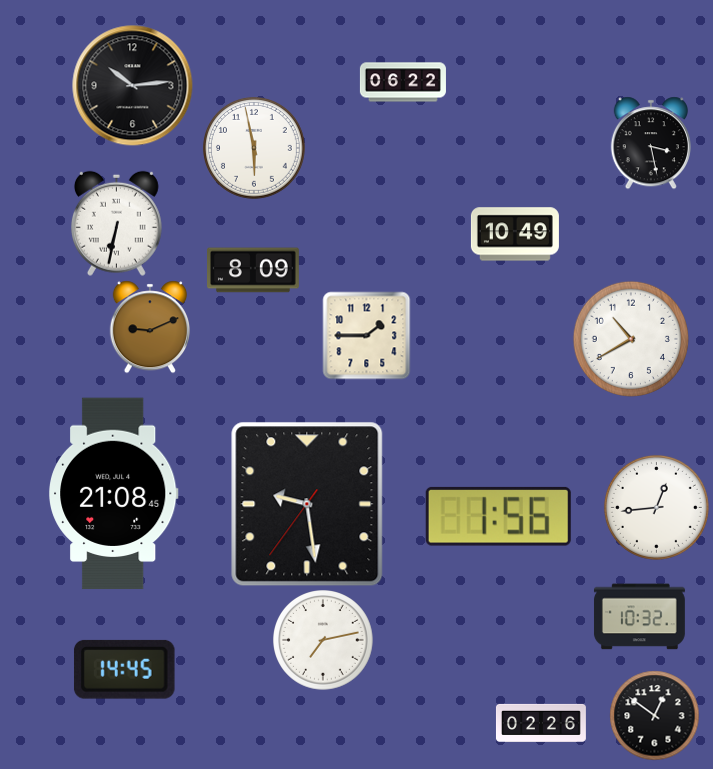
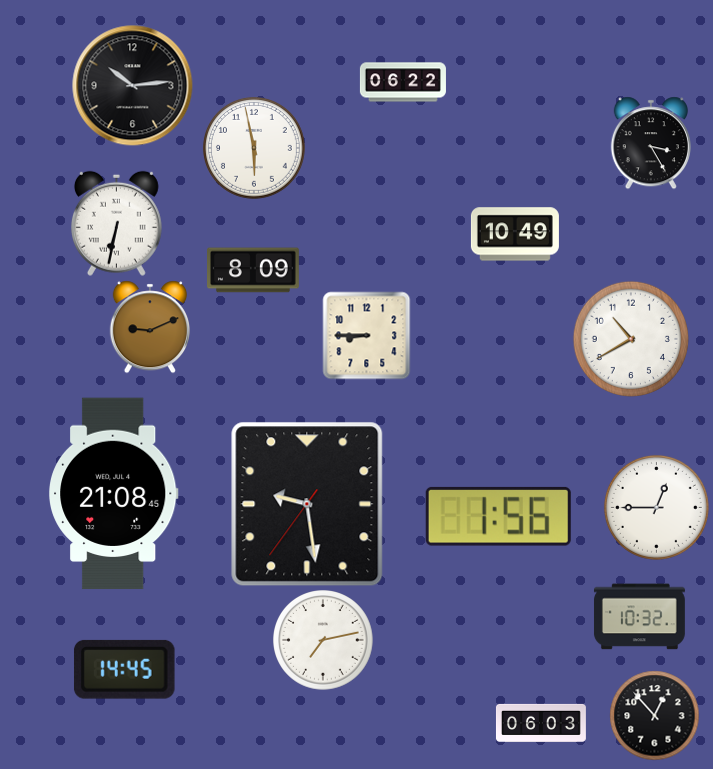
clock at (651, 143): 3:28 -> 3:25
clock at (366, 335): 1:45 -> 8:45
clock at (656, 507): 12:44 -> 12:45
clock at (654, 715): 12:51 -> 12:53
clock at (541, 723): 02:26 -> 06:03
